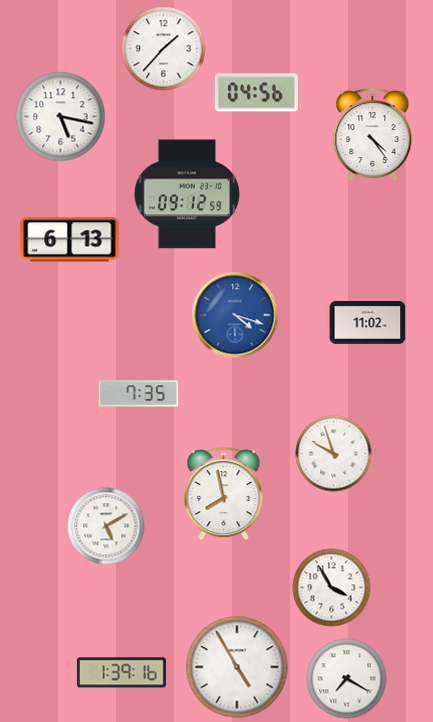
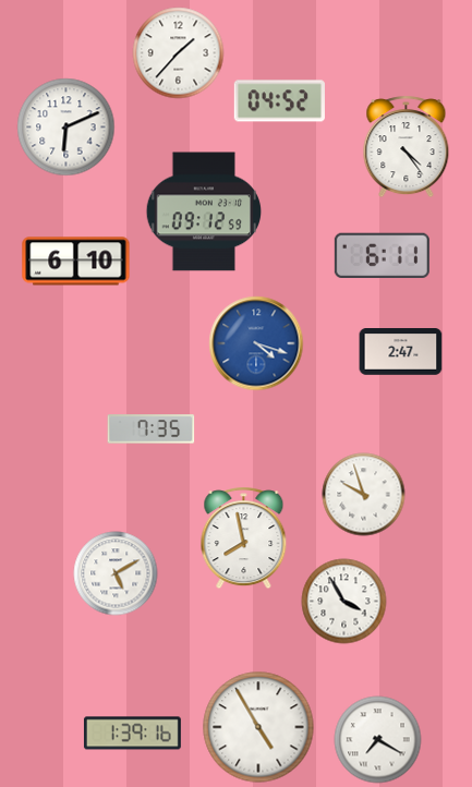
clock at (256, 93): 04:56 -> 04:52
clock at (61, 117): 5:17 -> 6:11
clock at (382, 255): none -> 6:11
clock at (70, 240): 6:13 -> 6:10
clock at (368, 323): 11:02 -> 2:47
clock at (332, 588) position: (332, 588) -> (344, 602)
